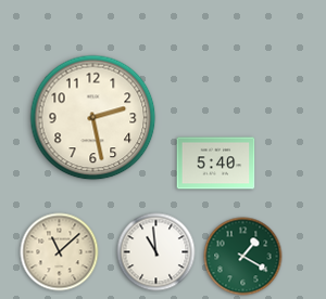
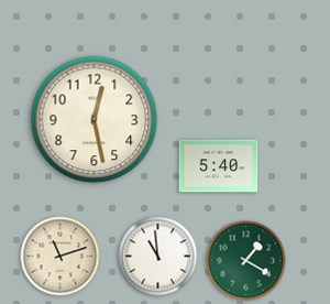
clock at (93, 118): 2:28 -> 12:28
clock at (60, 252): 11:08 -> 11:12
